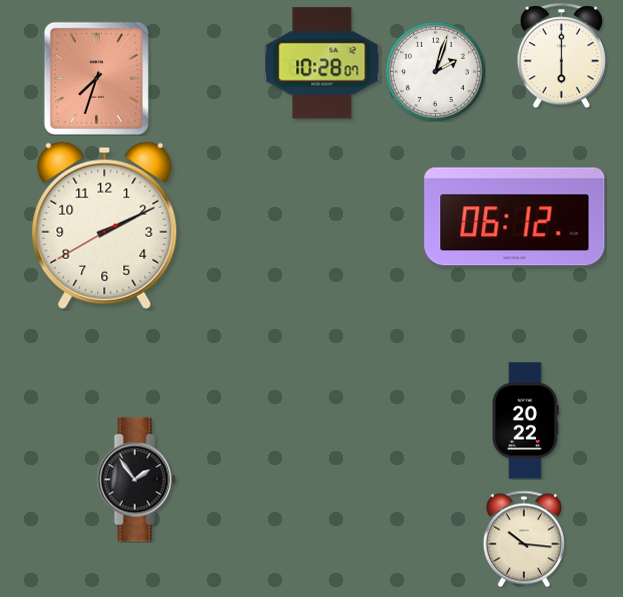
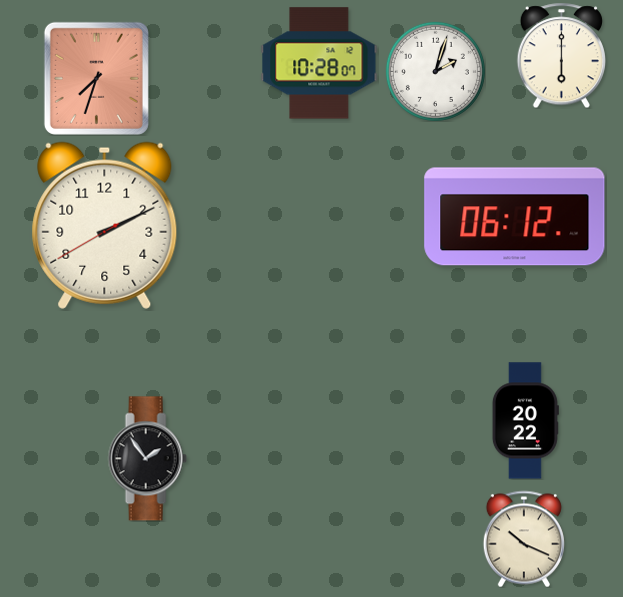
clock at (322, 63) position: (322, 63) -> (319, 63)
clock at (136, 480) position: (136, 480) -> (147, 459)
clock at (524, 539): 10:16 -> 10:19
